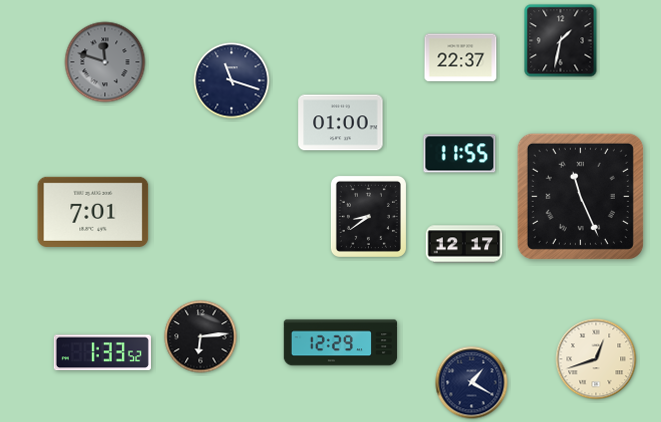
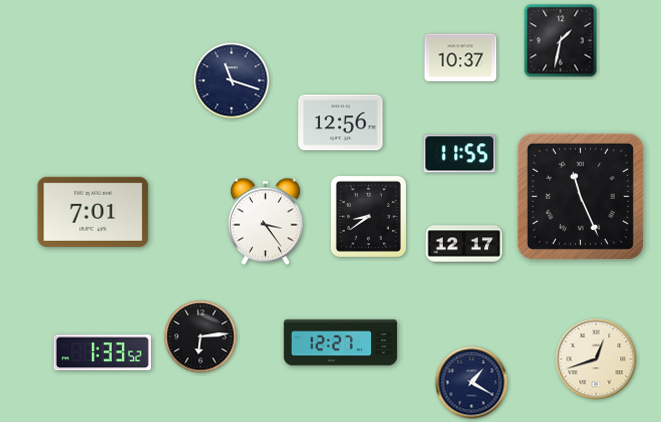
clock at (461, 58): 22:37 -> 10:37
clock at (105, 62): 11:48 -> none
clock at (341, 123): 01:00 -> 12:56
clock at (265, 222): none -> 3:24
clock at (341, 343): 12:29 -> 12:27
